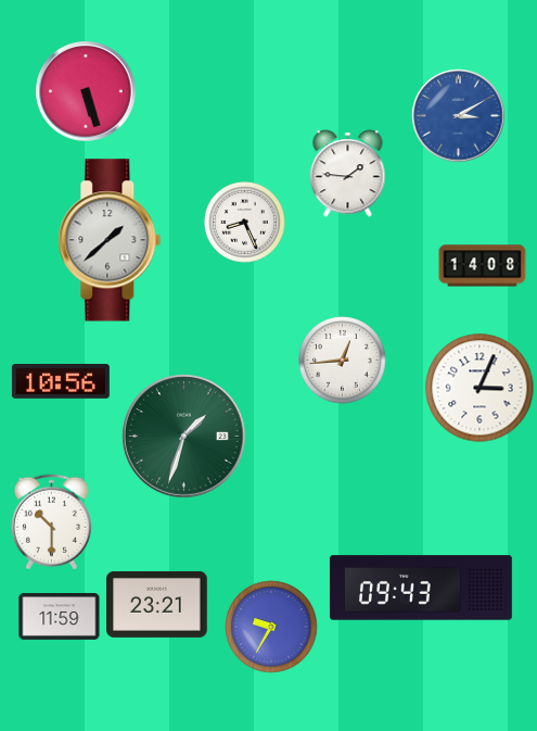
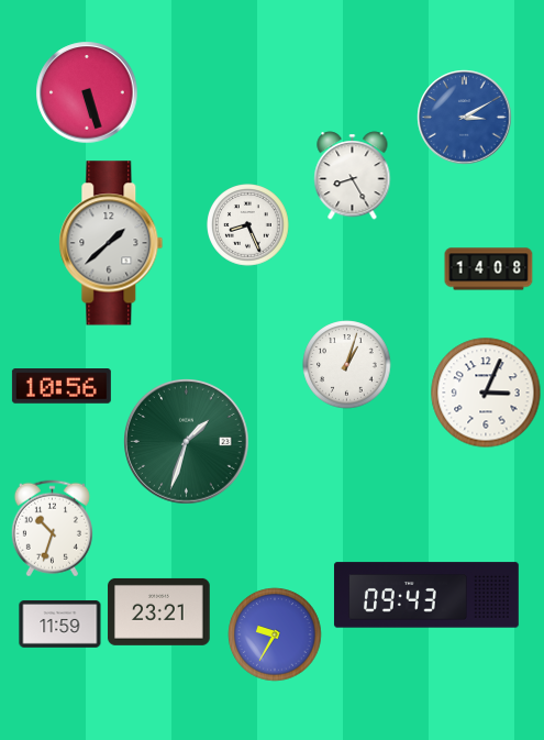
clock at (348, 174): 1:46 -> 8:25
clock at (343, 361): 12:44 -> 1:03
clock at (51, 522): 10:30 -> 10:33
